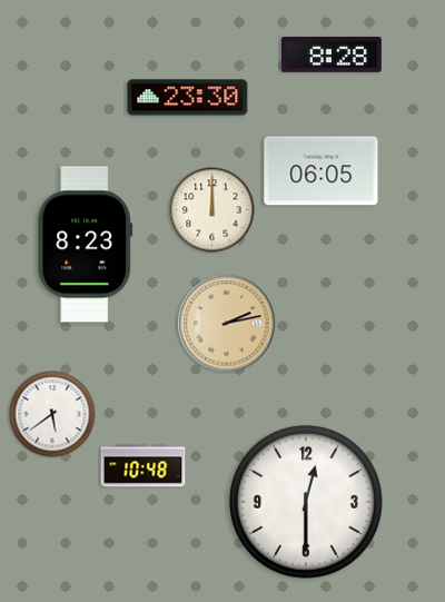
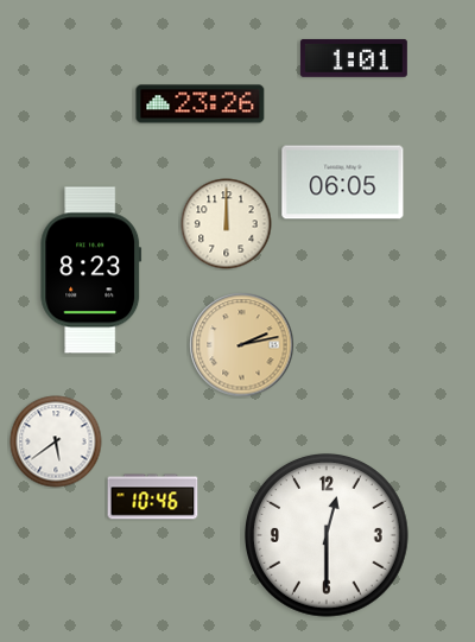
clock at (332, 55): 8:28 -> 1:01
clock at (188, 98): 23:30 -> 23:26
clock at (86, 245) position: (86, 245) -> (91, 271)
clock at (144, 466): 10:48 -> 10:46
